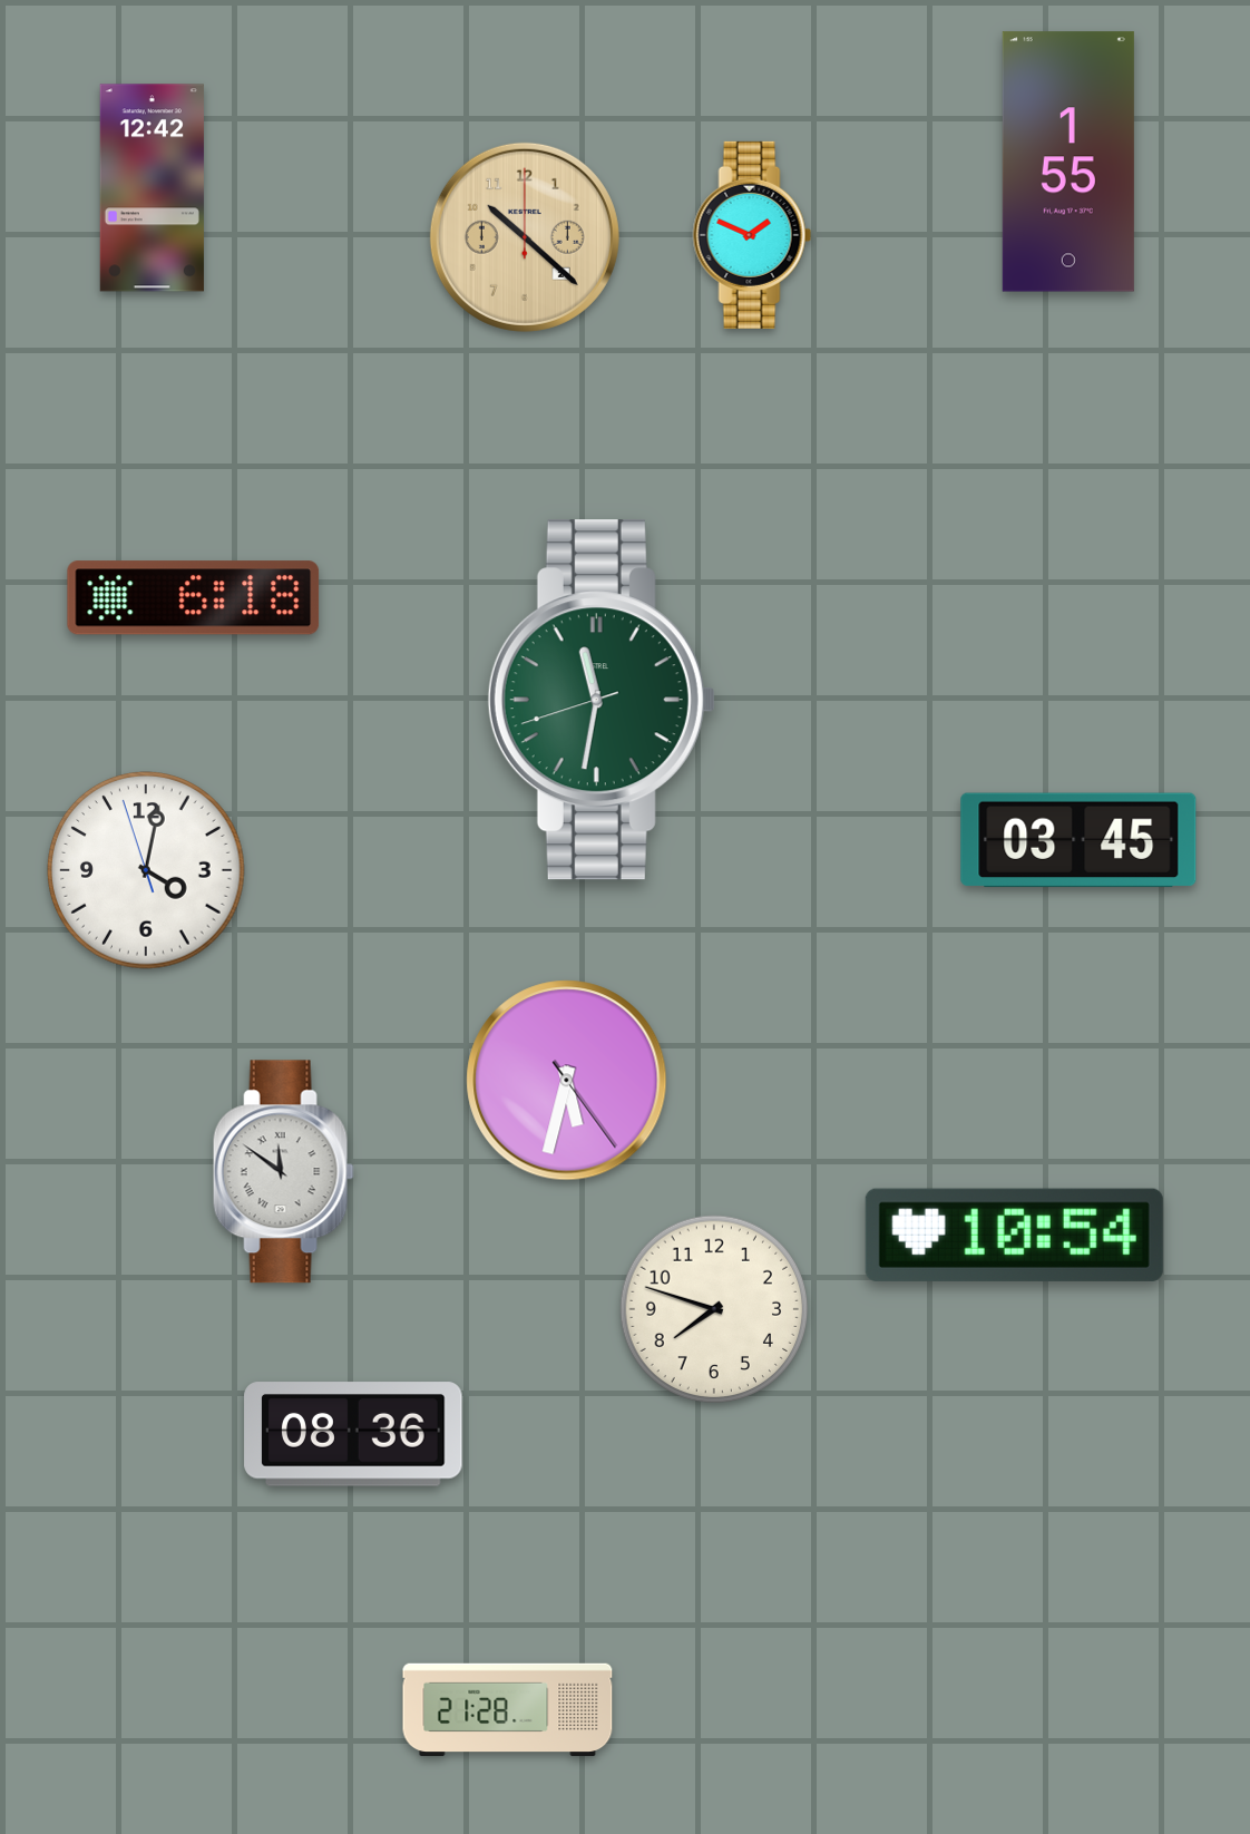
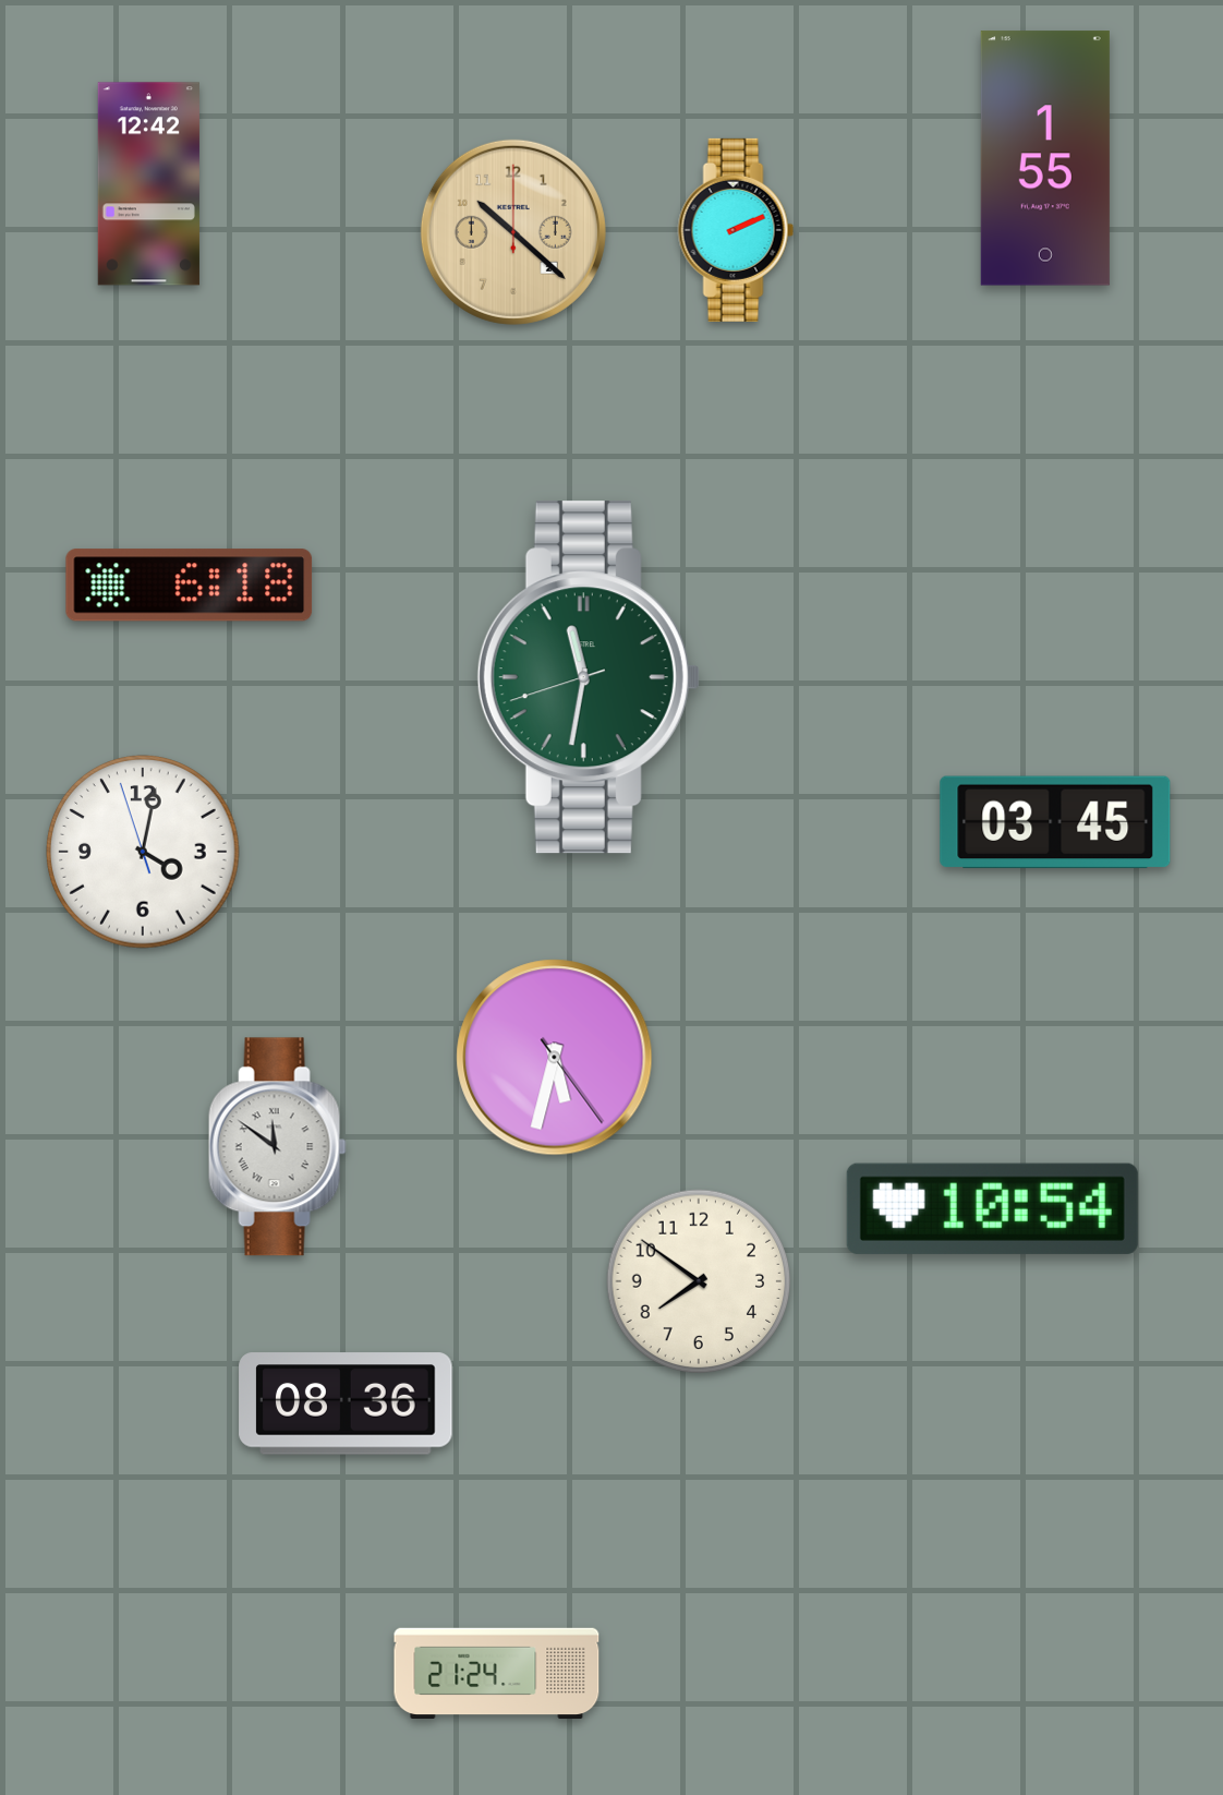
clock at (752, 235): 1:49 -> 2:11
clock at (602, 700) position: (602, 700) -> (589, 677)
clock at (714, 1309): 7:48 -> 7:51
clock at (508, 1710): 21:28 -> 21:24
